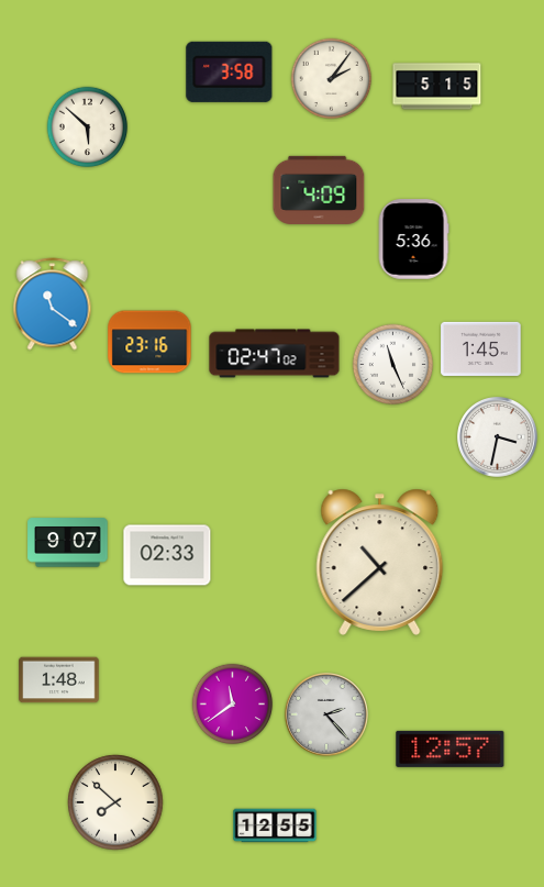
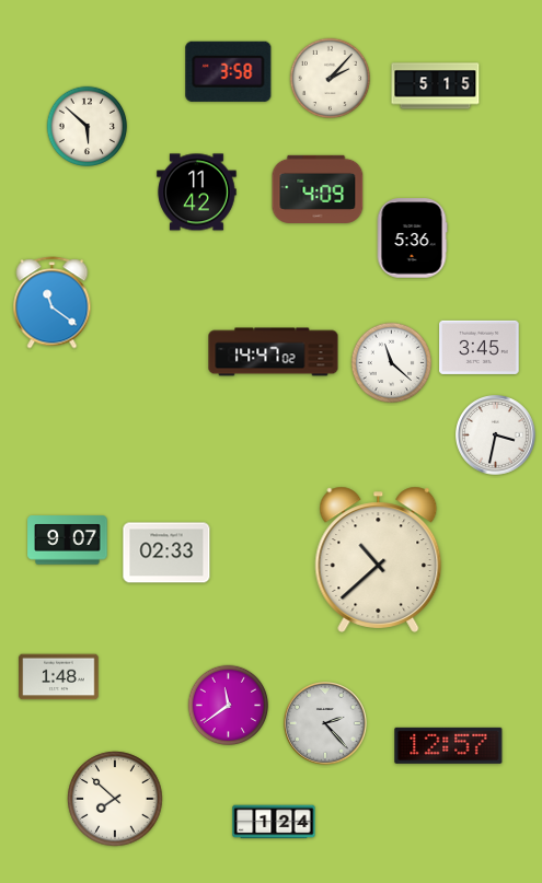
clock at (332, 79): 2:06 -> 2:07
clock at (197, 193): none -> 11:42
clock at (149, 342): 23:16 -> none
clock at (481, 348): 1:45 -> 3:45
clock at (275, 354): 02:47 -> 14:47
clock at (393, 365): 11:26 -> 11:22
clock at (233, 705) position: (233, 705) -> (229, 706)
clock at (327, 716) position: (327, 716) -> (326, 724)
clock at (275, 825): 12:55 -> 1:24
